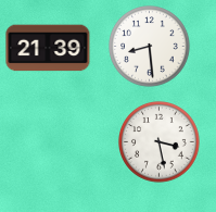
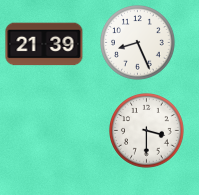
clock at (150, 47): 8:29 -> 8:26
clock at (160, 142): 3:28 -> 3:30
